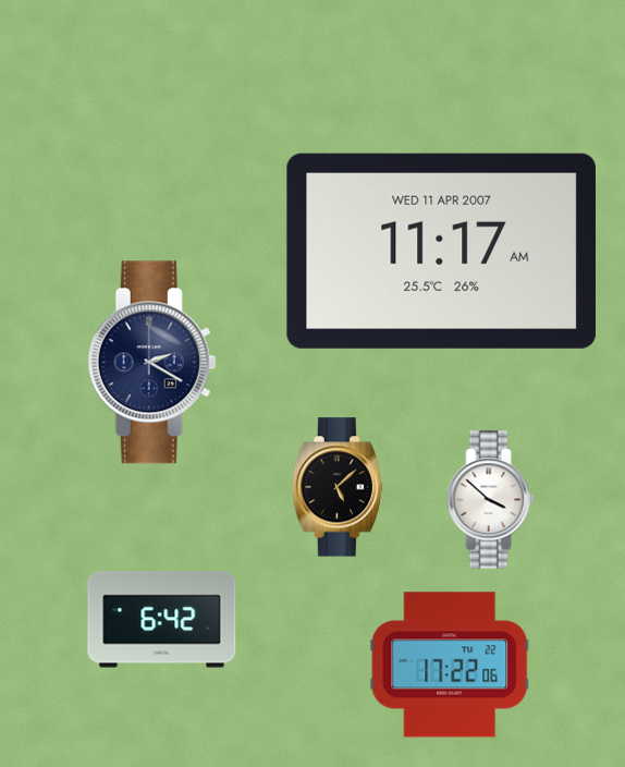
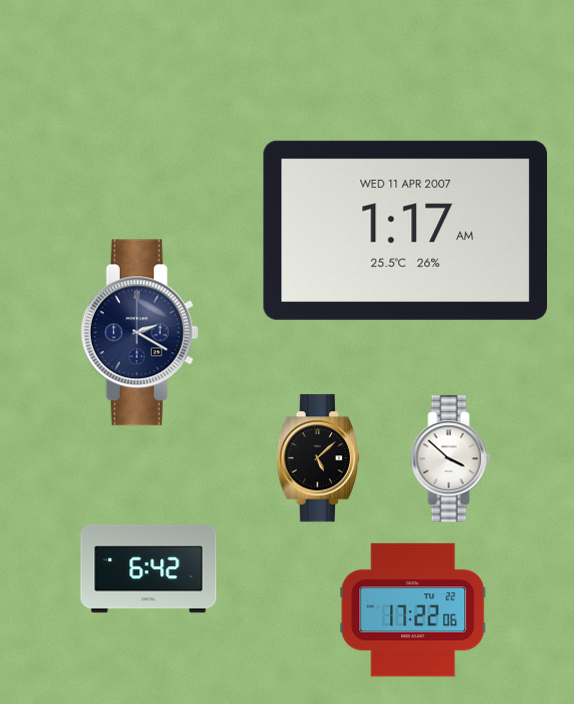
clock at (441, 251): 11:17 -> 1:17
clock at (338, 487) position: (338, 487) -> (318, 458)
